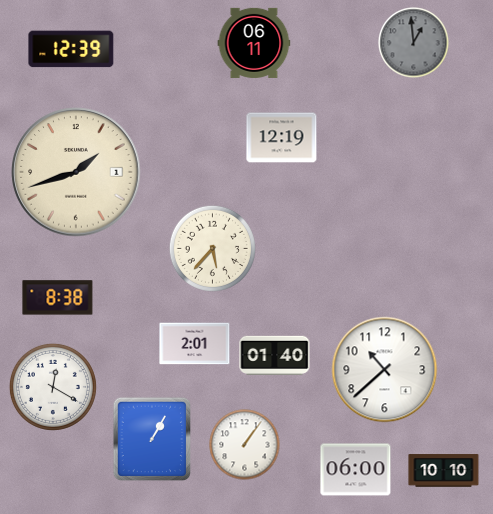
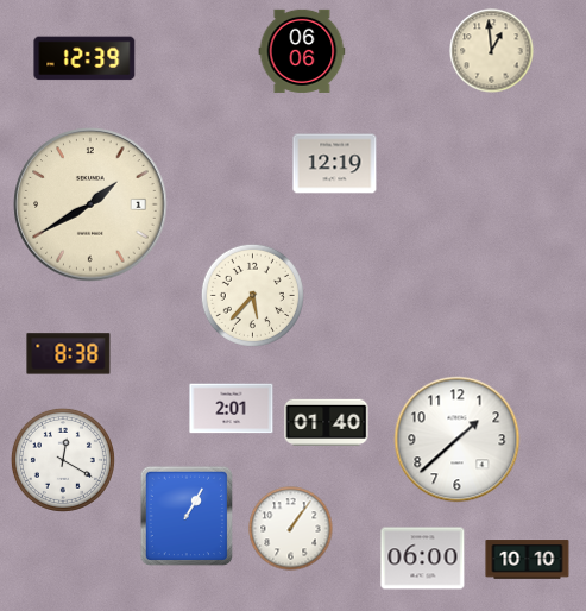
clock at (254, 43): 06:11 -> 06:06
clock at (414, 43) dial: grey -> cream
clock at (76, 172): 1:42 -> 1:40
clock at (385, 370): 10:38 -> 1:38
clock at (152, 439) position: (152, 439) -> (187, 516)
